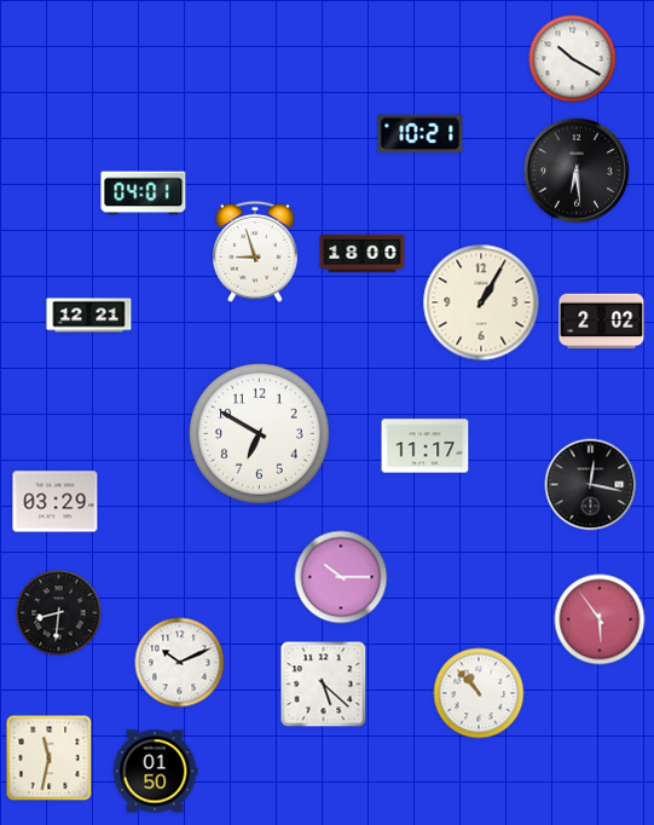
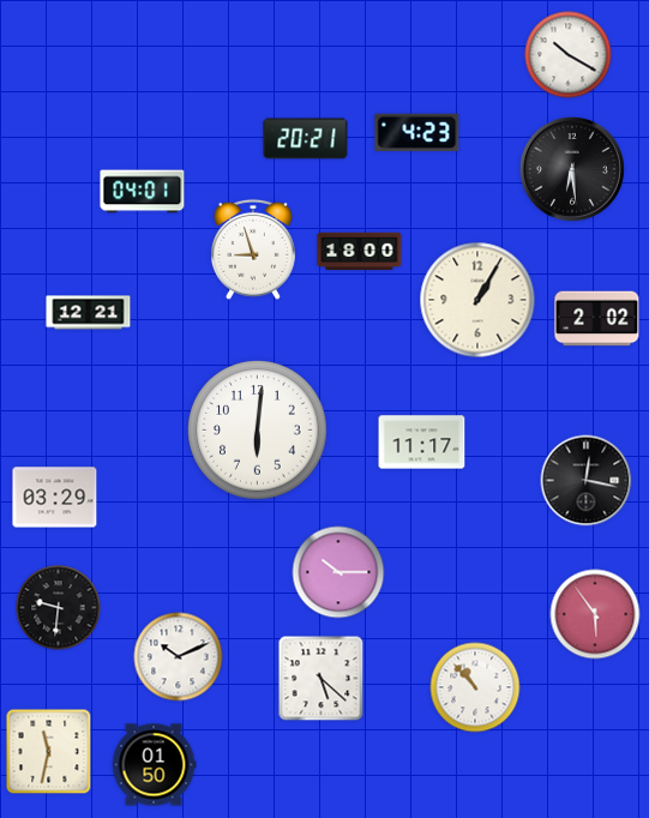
clock at (573, 59) position: (573, 59) -> (569, 55)
clock at (421, 134): 10:21 -> 4:23
clock at (306, 139): none -> 20:21
clock at (260, 434): 6:50 -> 6:01
clock at (59, 613): 8:31 -> 9:31
